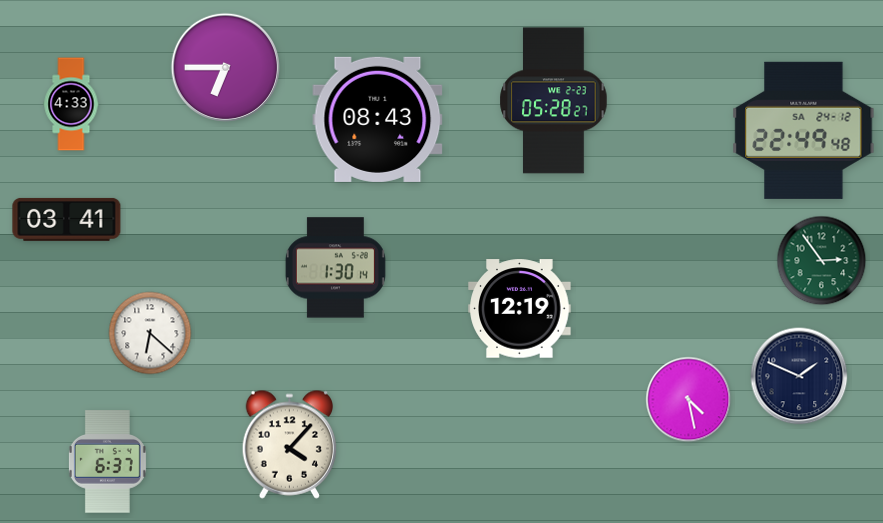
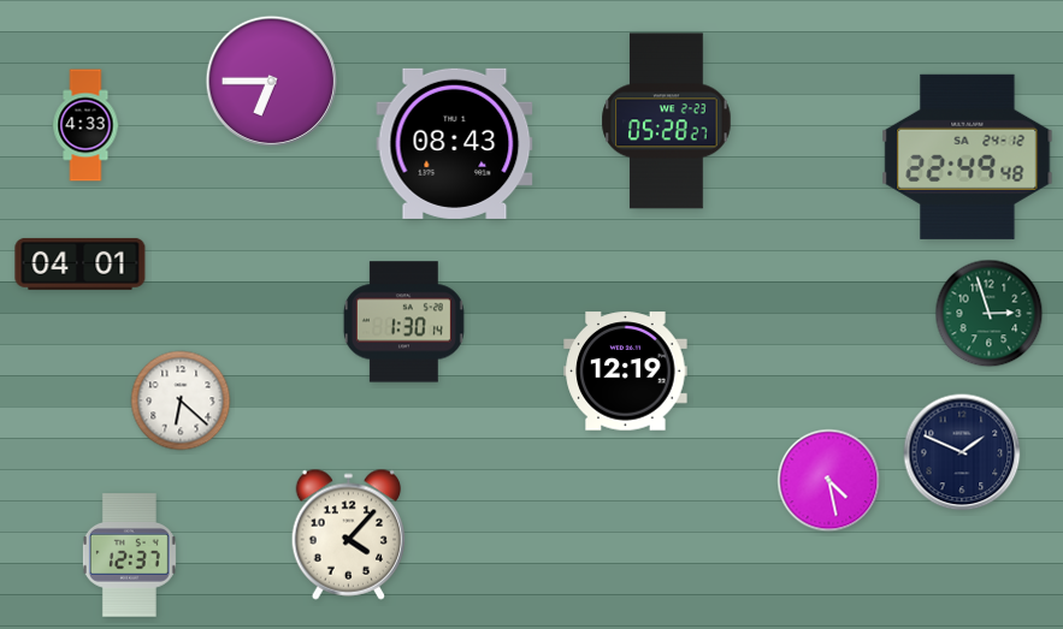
clock at (67, 219): 03:41 -> 04:01
clock at (822, 261): 2:54 -> 2:57
clock at (107, 462): 6:37 -> 12:37
